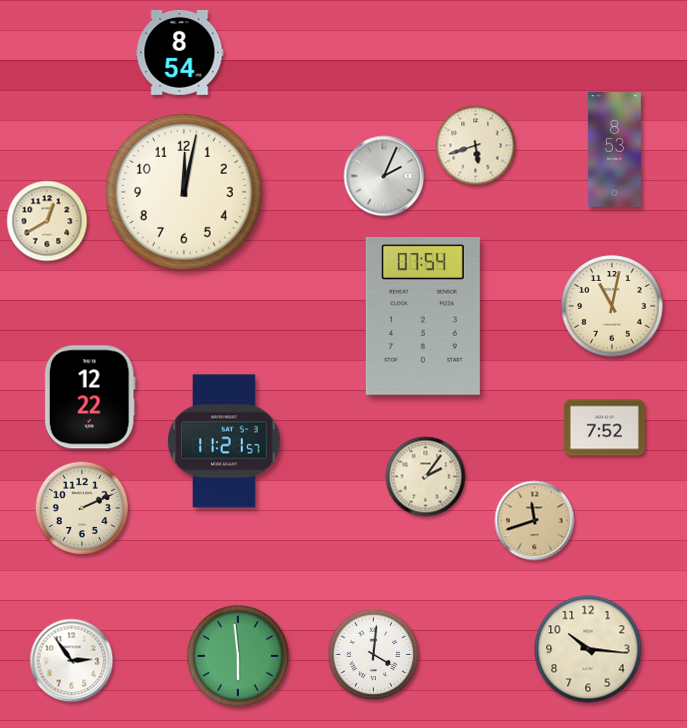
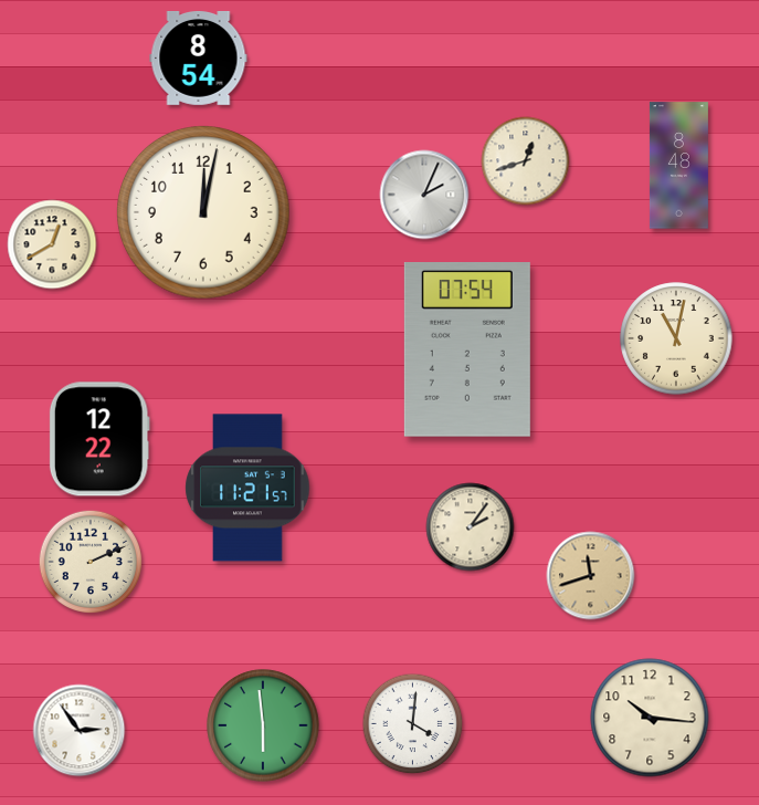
clock at (476, 146): 5:42 -> 12:42
clock at (614, 150): 8:53 -> 8:48
clock at (604, 428): 7:52 -> none
